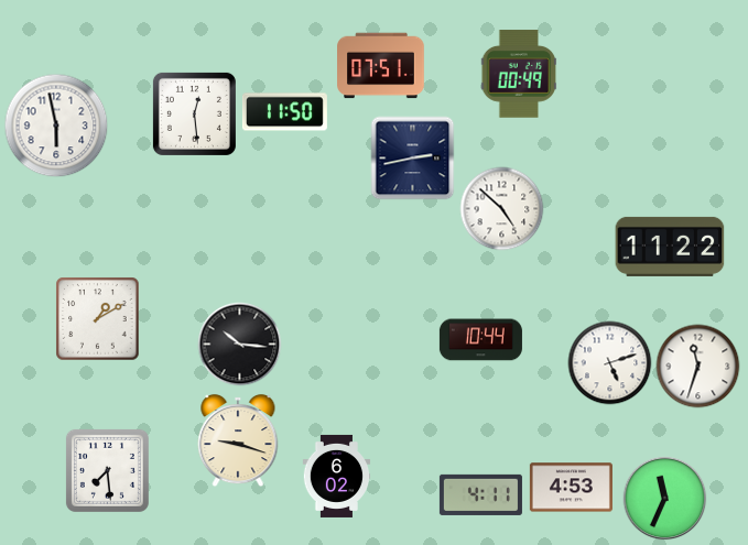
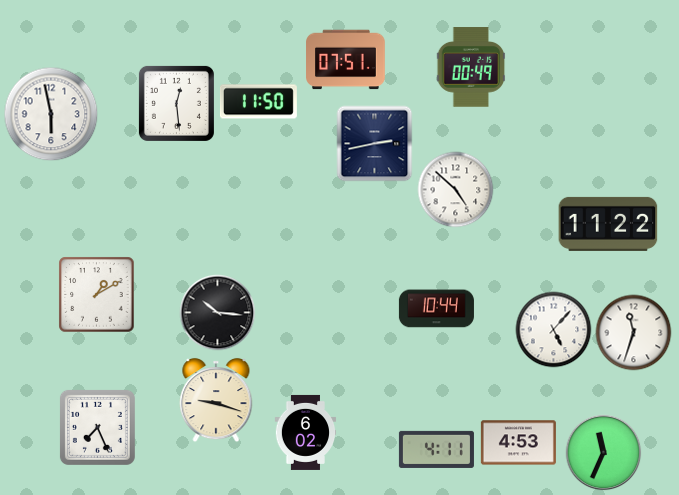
clock at (98, 319) position: (98, 319) -> (97, 295)
clock at (610, 363): 5:12 -> 5:07
clock at (107, 470): 7:29 -> 7:26
